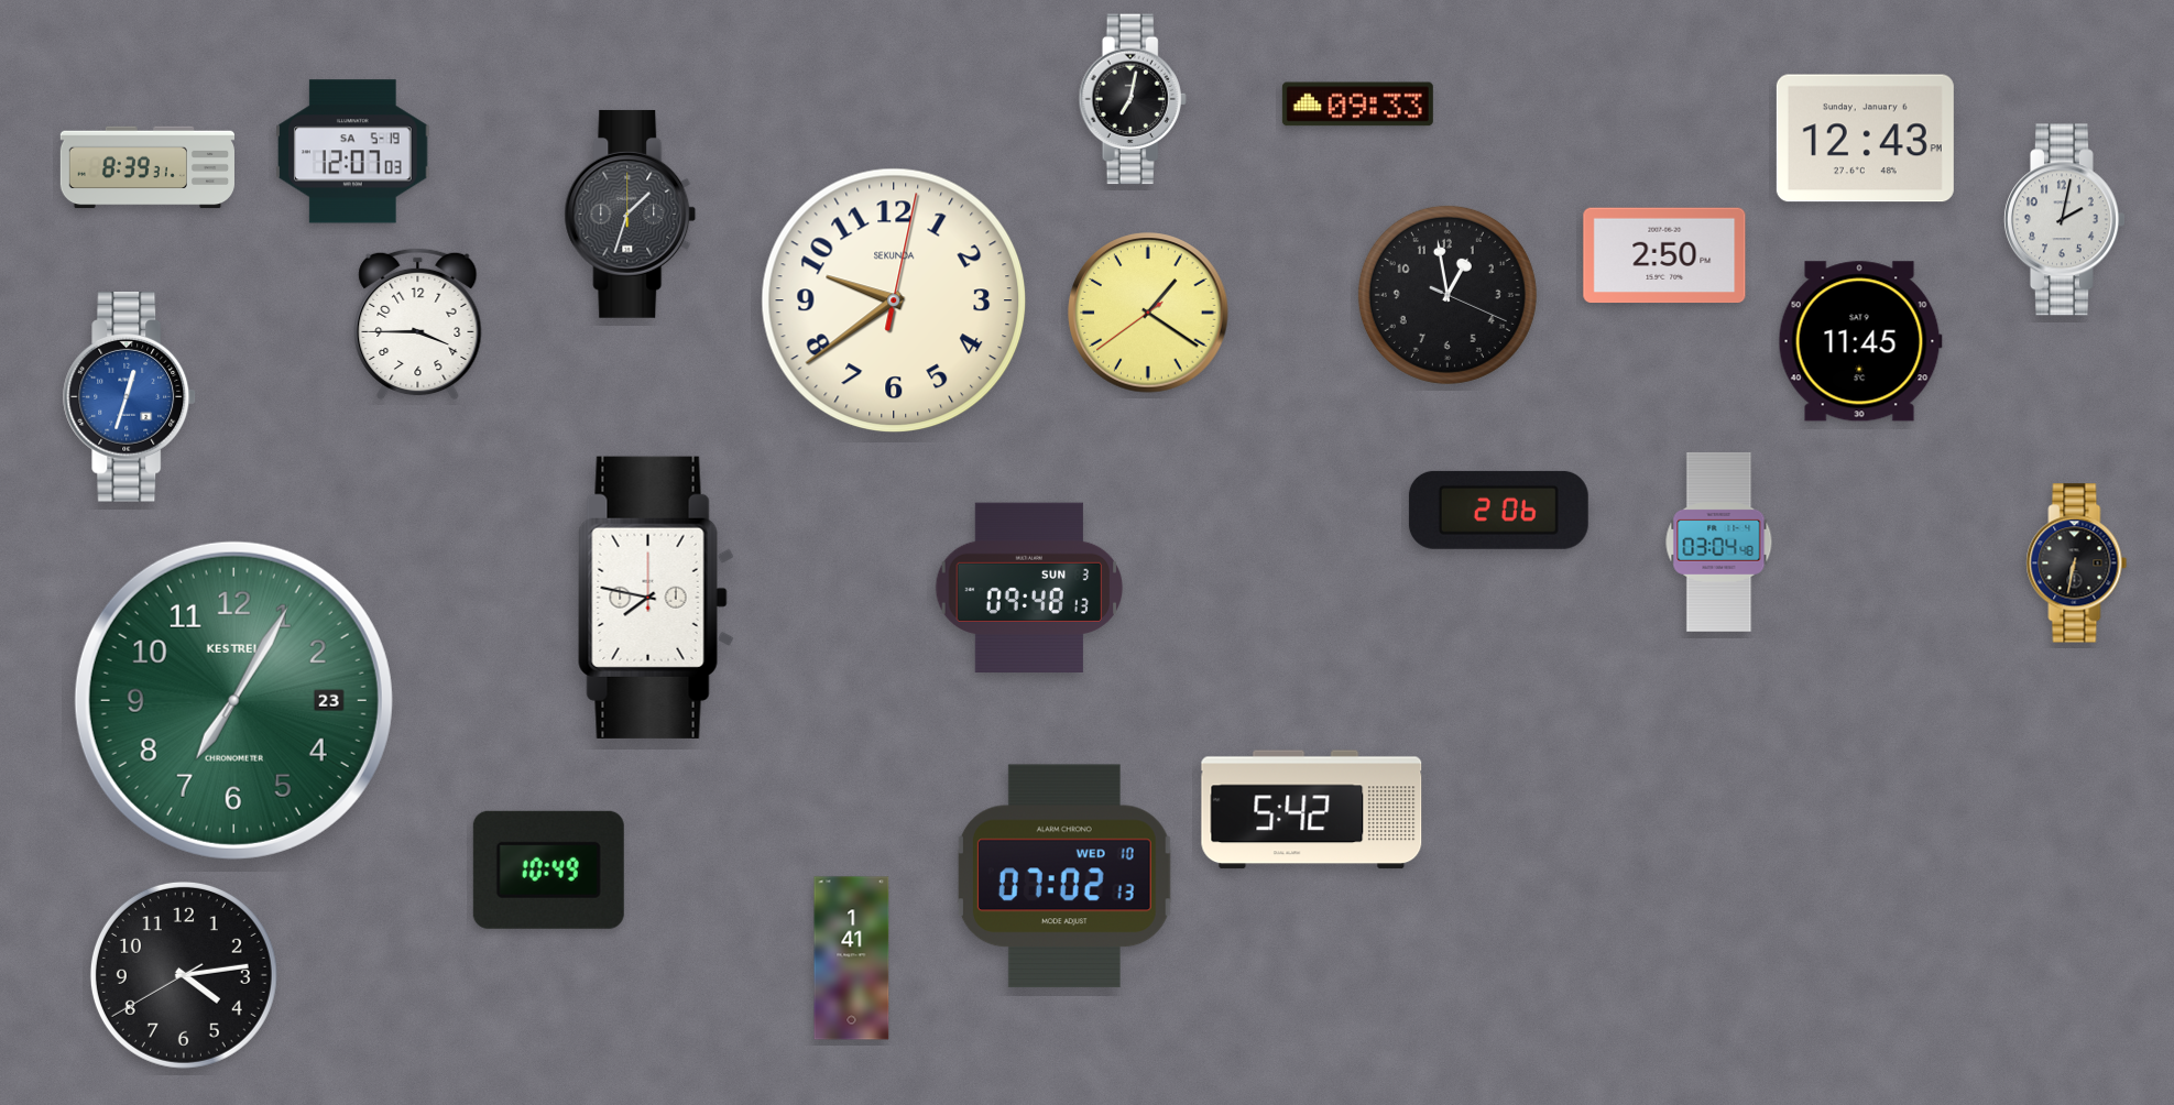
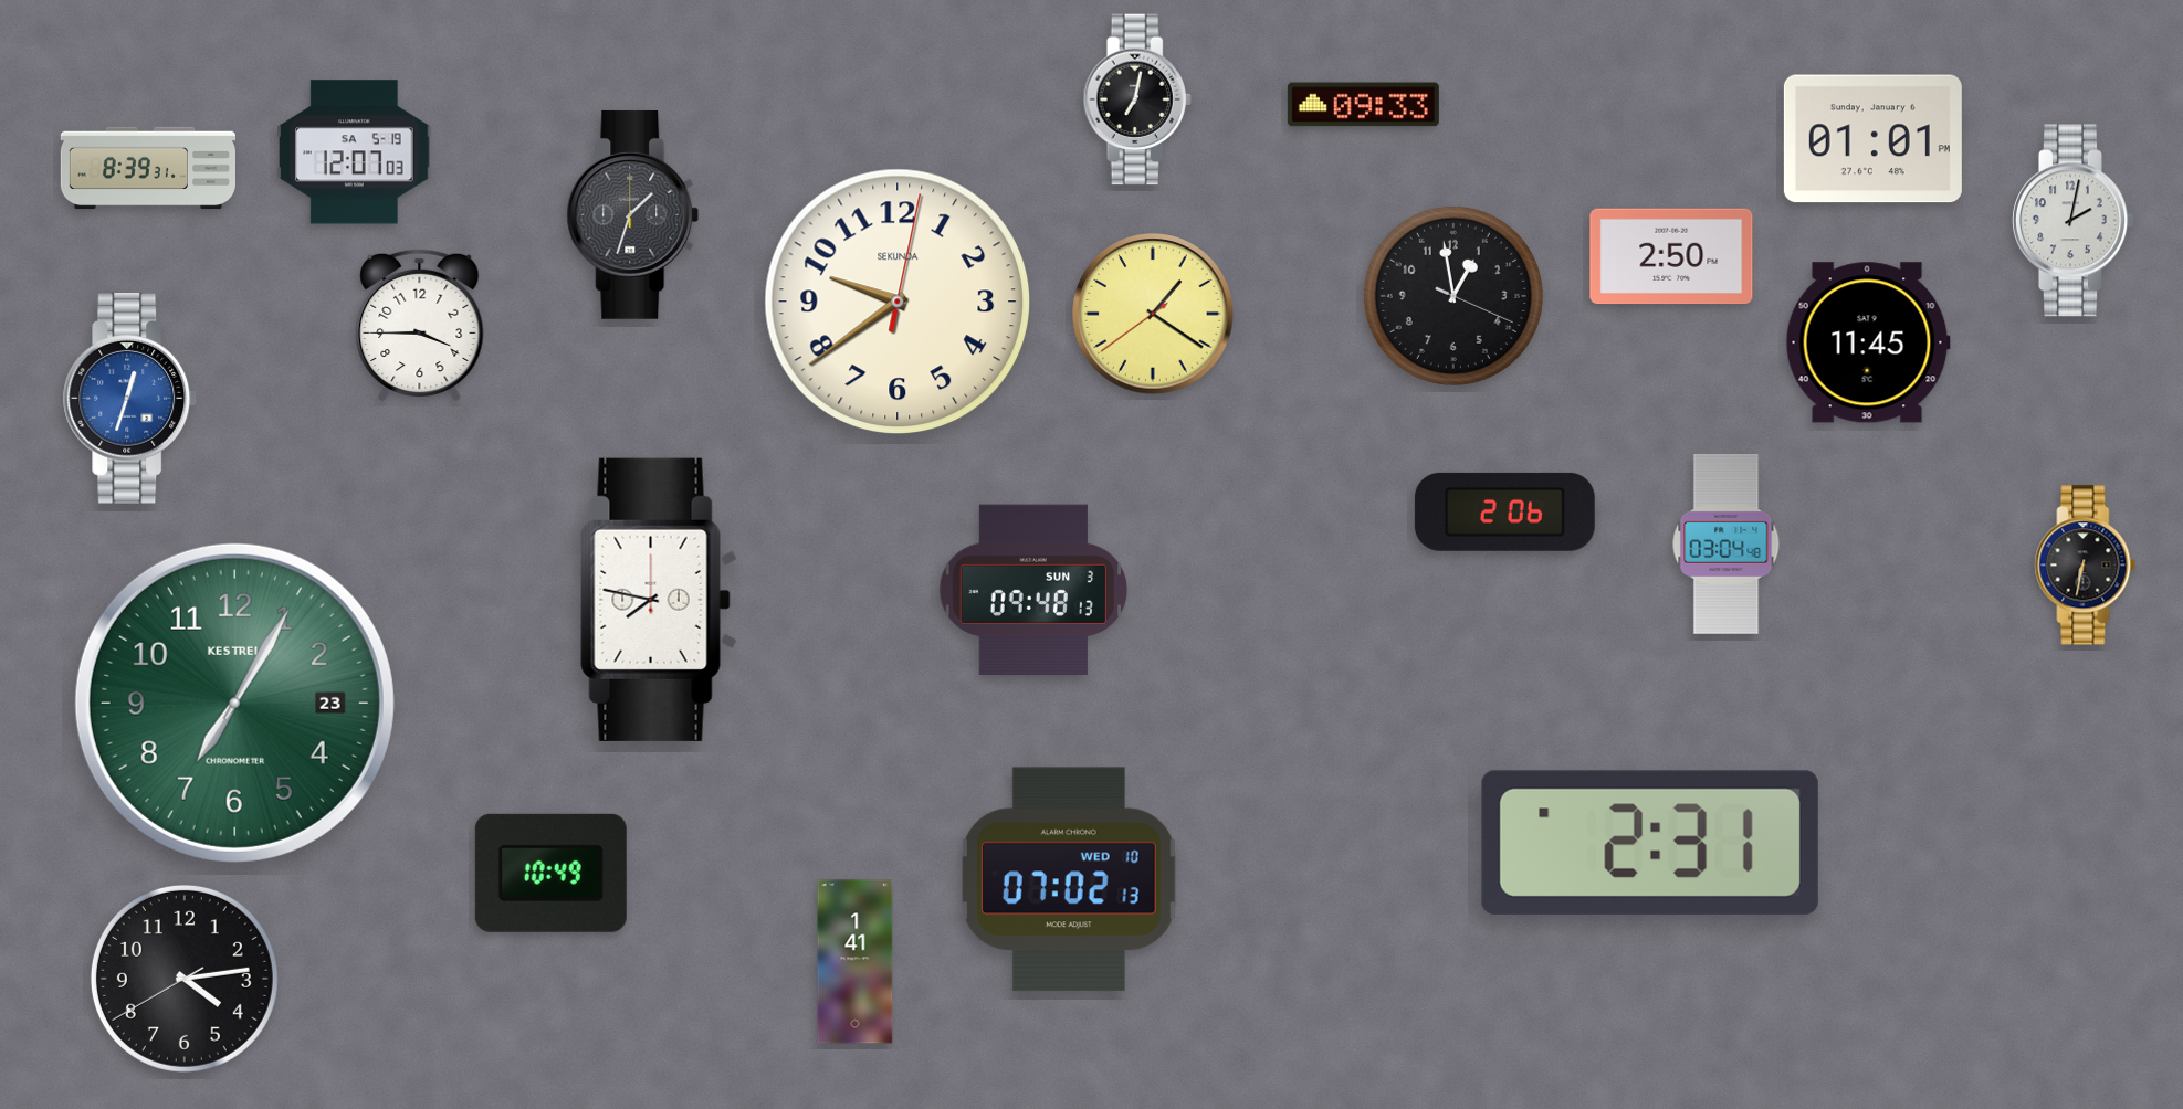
clock at (1865, 139): 12:43 -> 01:01
clock at (1312, 810): 5:42 -> none
clock at (1650, 843): none -> 2:31
